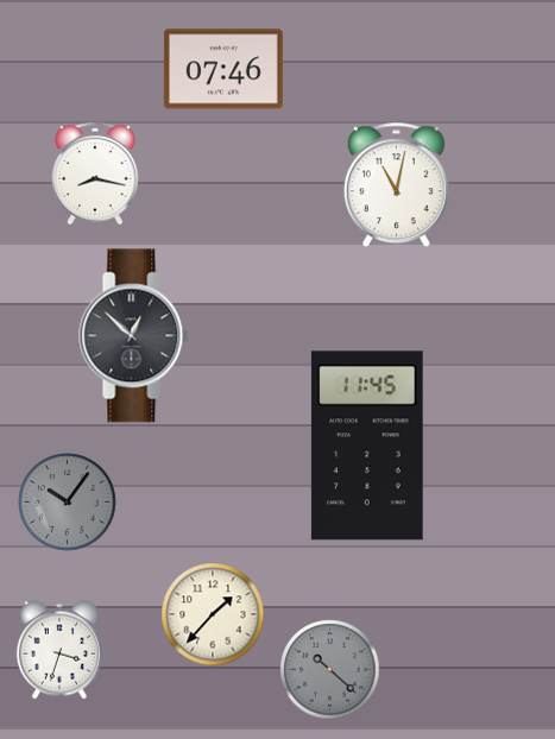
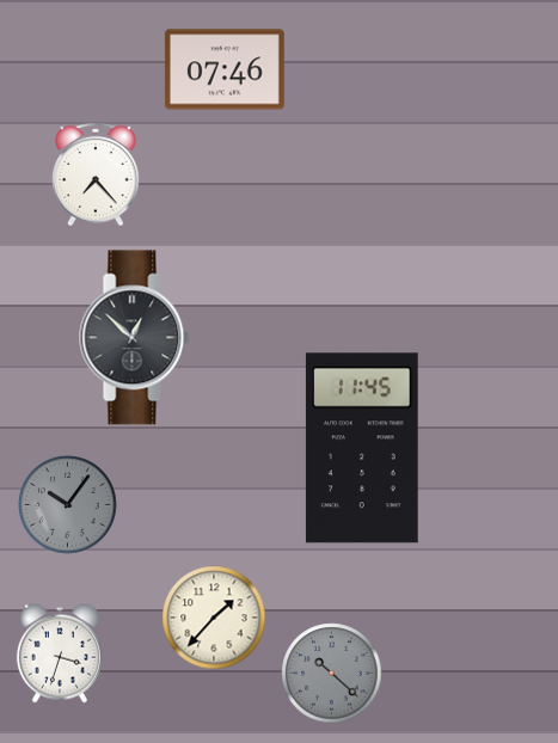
clock at (95, 173): 8:17 -> 7:23
clock at (396, 185): 11:02 -> none
clock at (367, 446) position: (367, 446) -> (362, 448)
